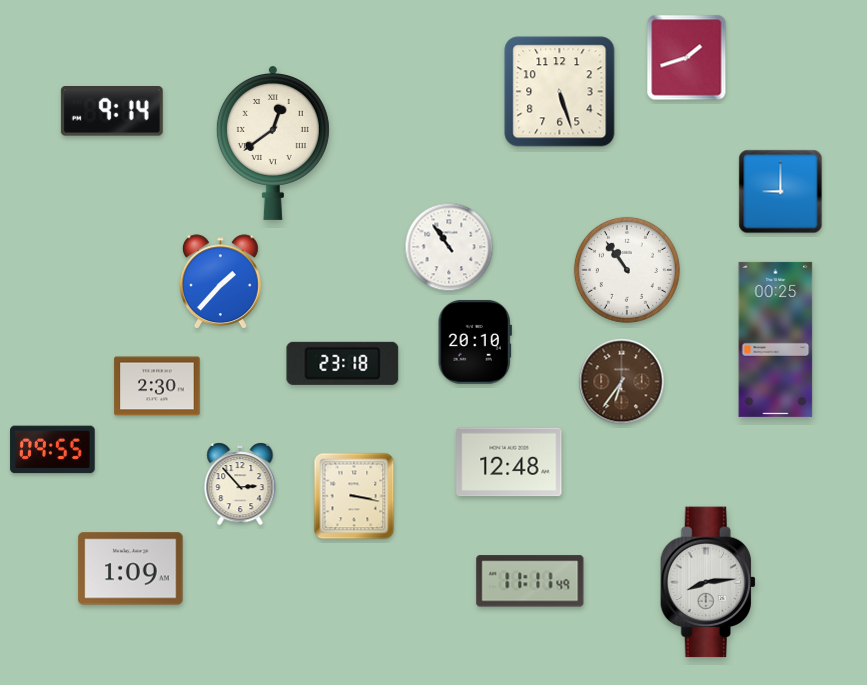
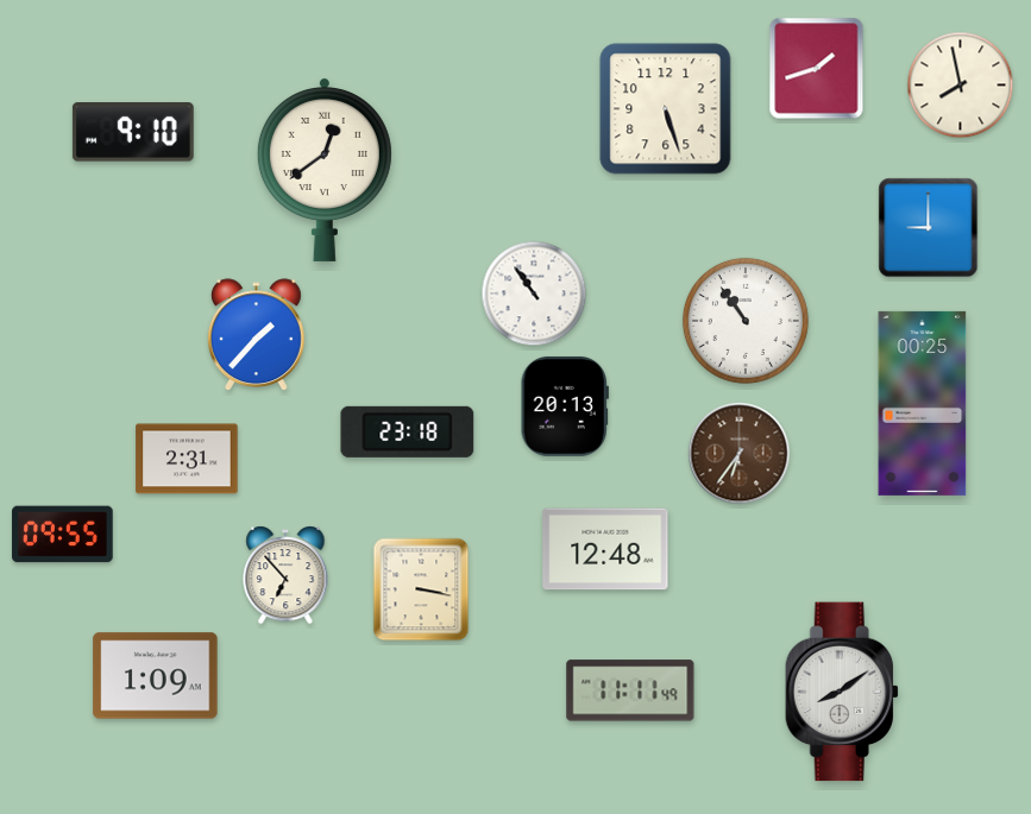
clock at (961, 86): none -> 7:58
clock at (112, 111): 9:14 -> 9:10
clock at (221, 282) position: (221, 282) -> (257, 335)
clock at (475, 342): 20:10 -> 20:13
clock at (157, 386): 2:30 -> 2:31
clock at (240, 484): 2:53 -> 6:53
clock at (708, 582): 8:14 -> 8:09
